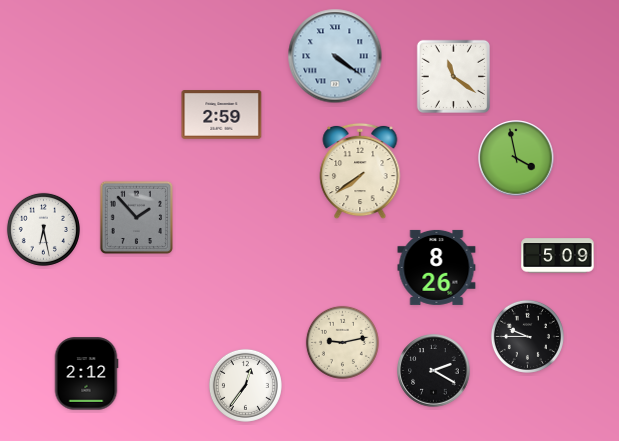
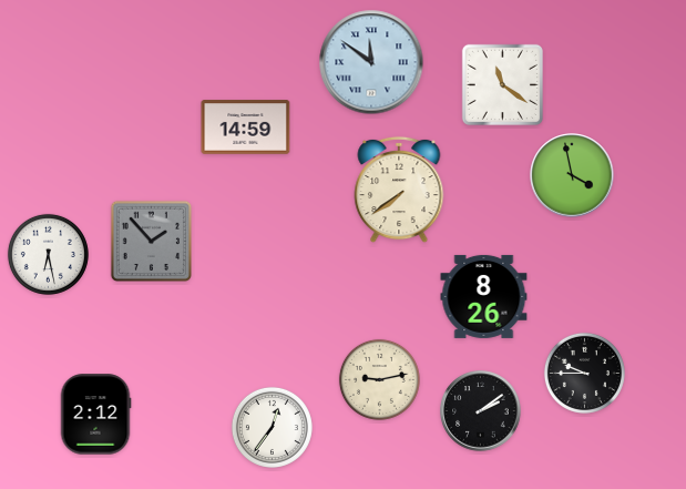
clock at (335, 56): 4:21 -> 11:51
clock at (222, 115): 2:59 -> 14:59
clock at (558, 256): 5:09 -> none
clock at (434, 371): 2:20 -> 2:09
